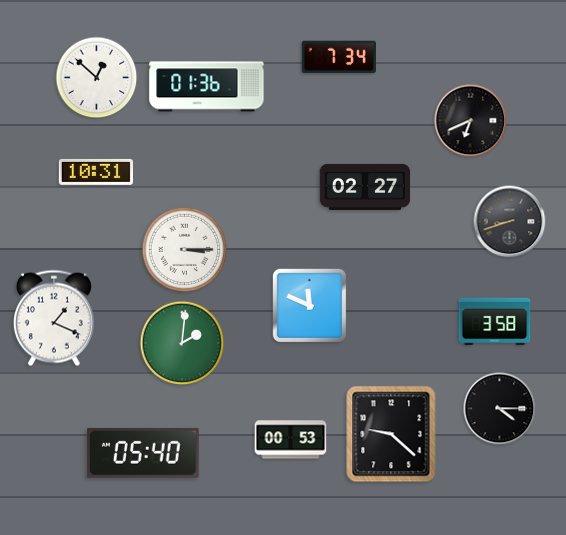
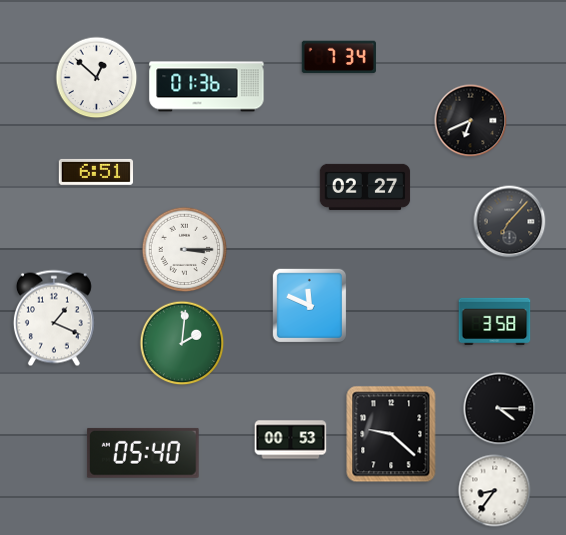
clock at (95, 172): 10:31 -> 6:51
clock at (510, 222): 8:42 -> 7:07
clock at (495, 491): none -> 8:36
